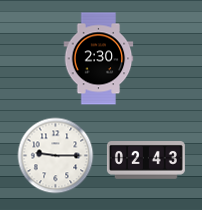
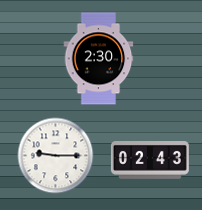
clock at (146, 161) position: (146, 161) -> (150, 161)
